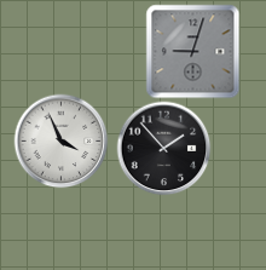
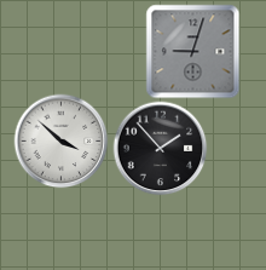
clock at (60, 140): 3:56 -> 3:52
clock at (163, 148) position: (163, 148) -> (160, 148)
